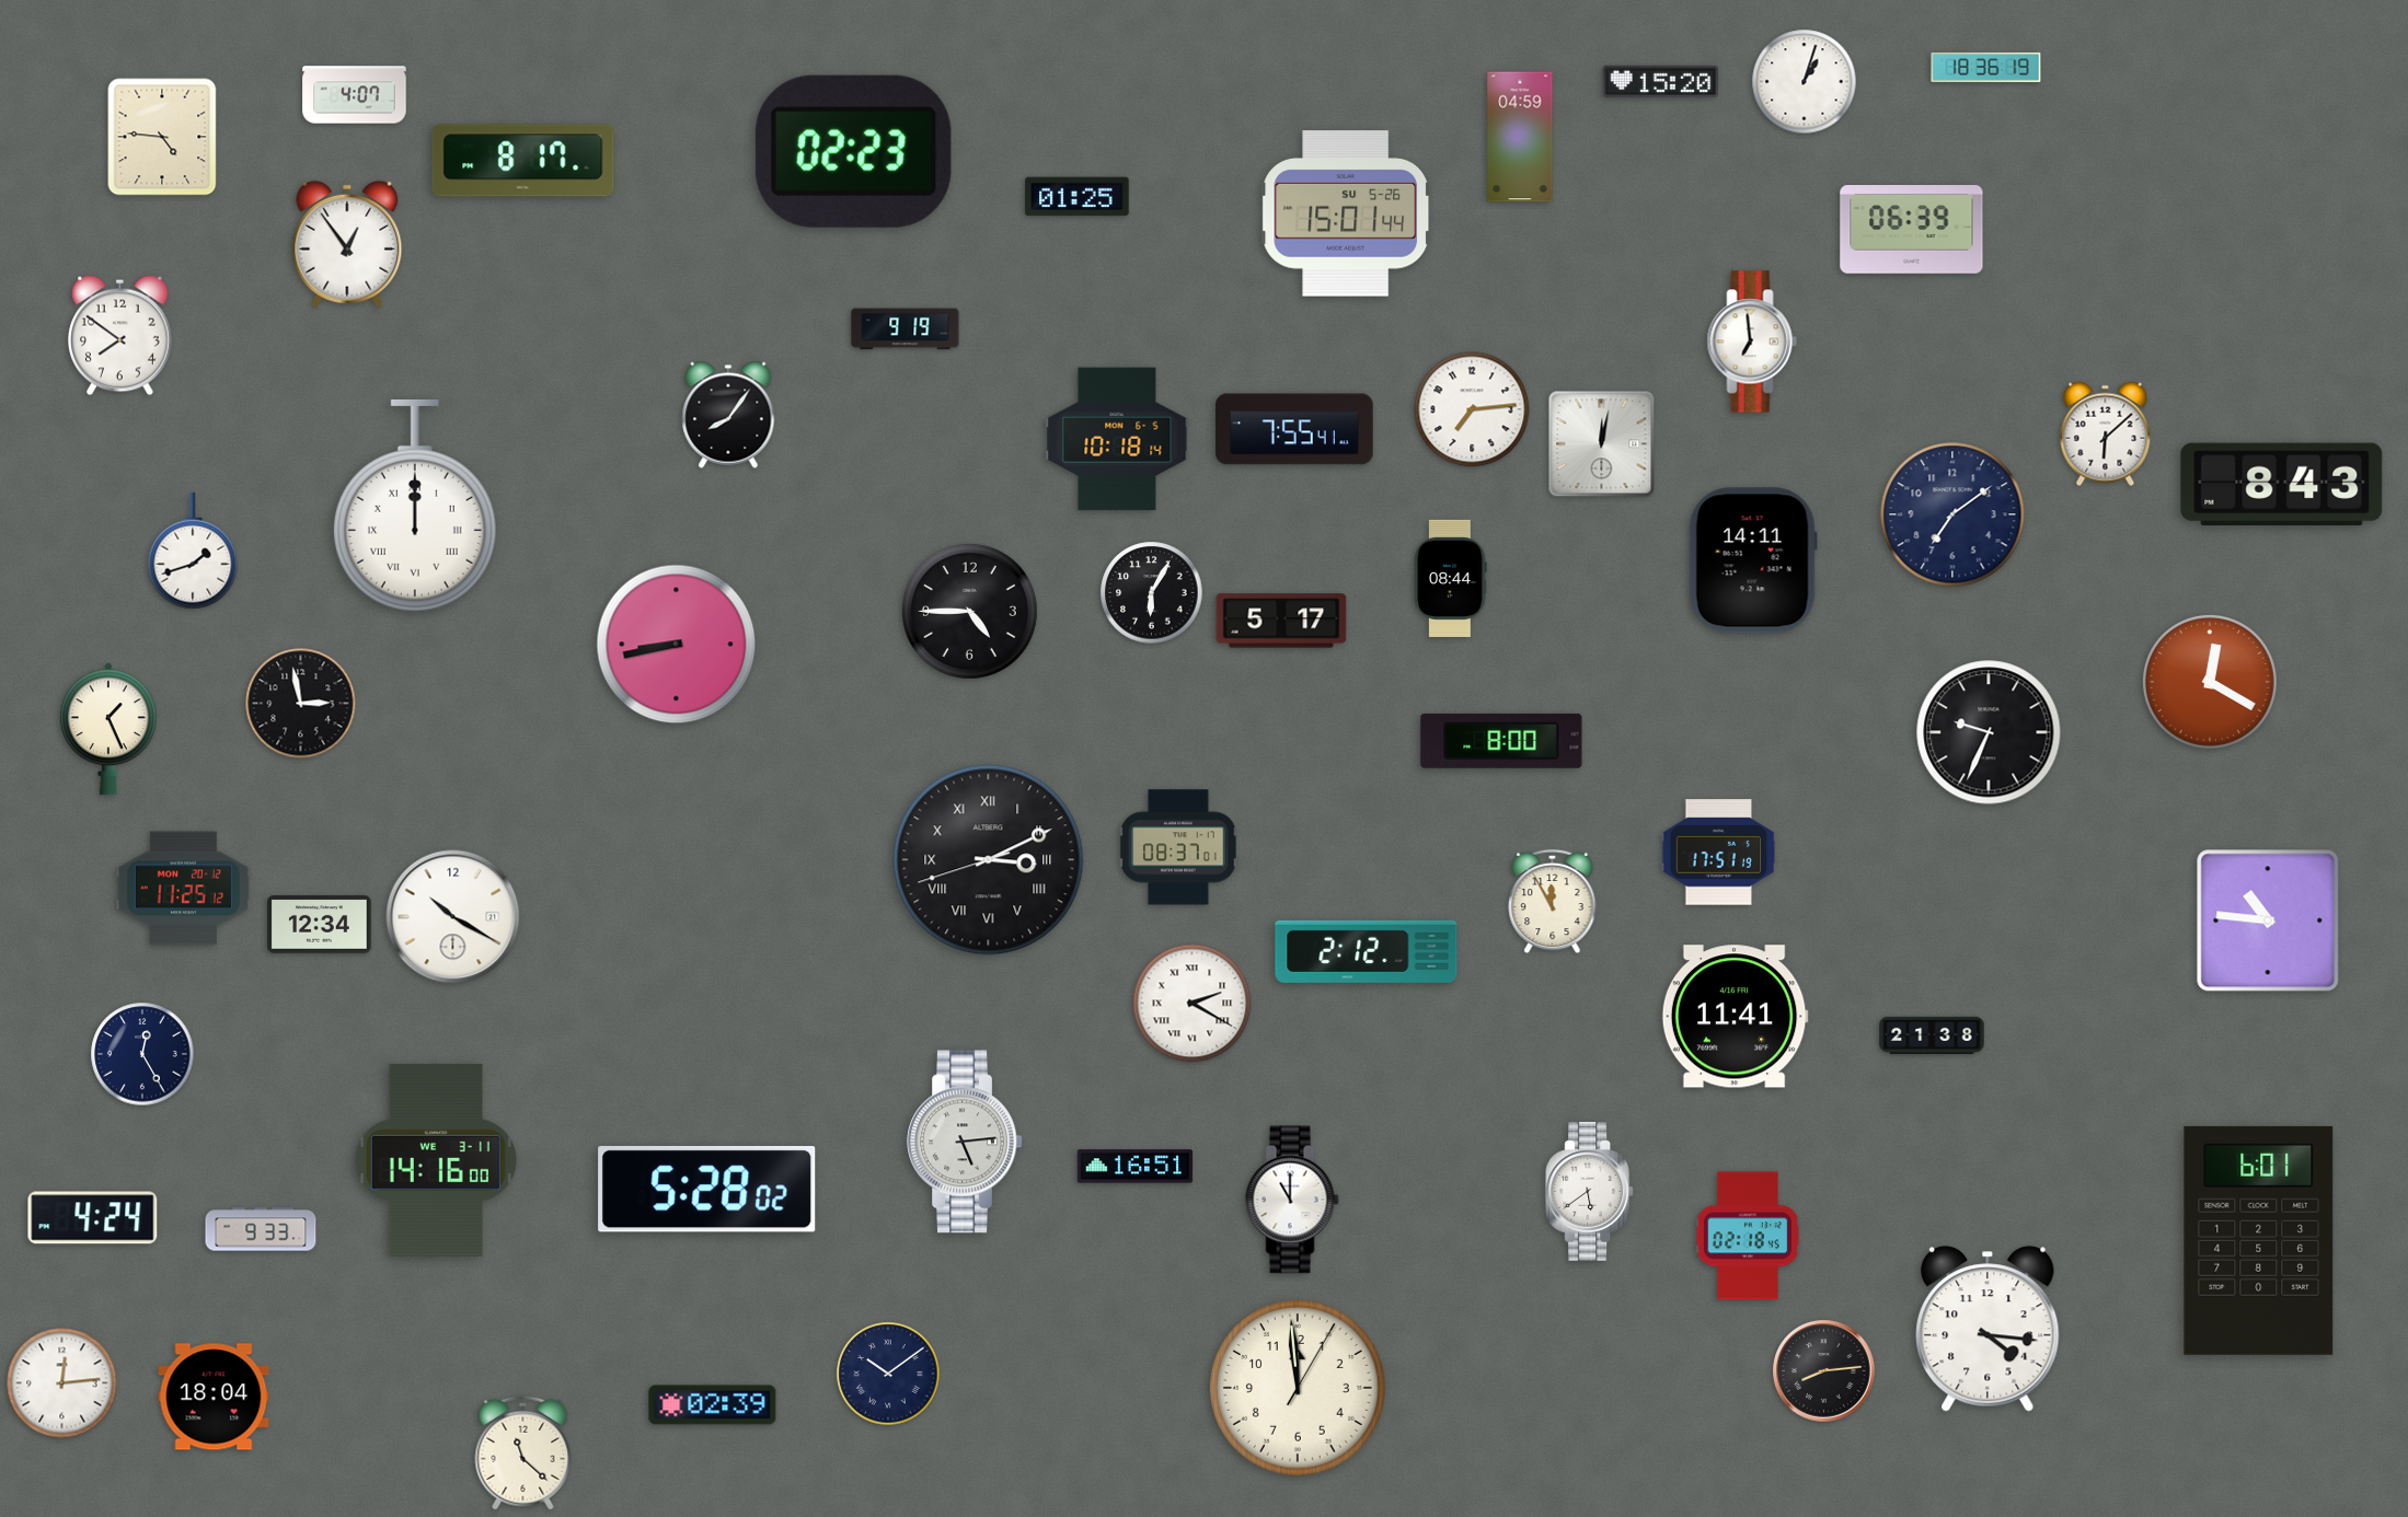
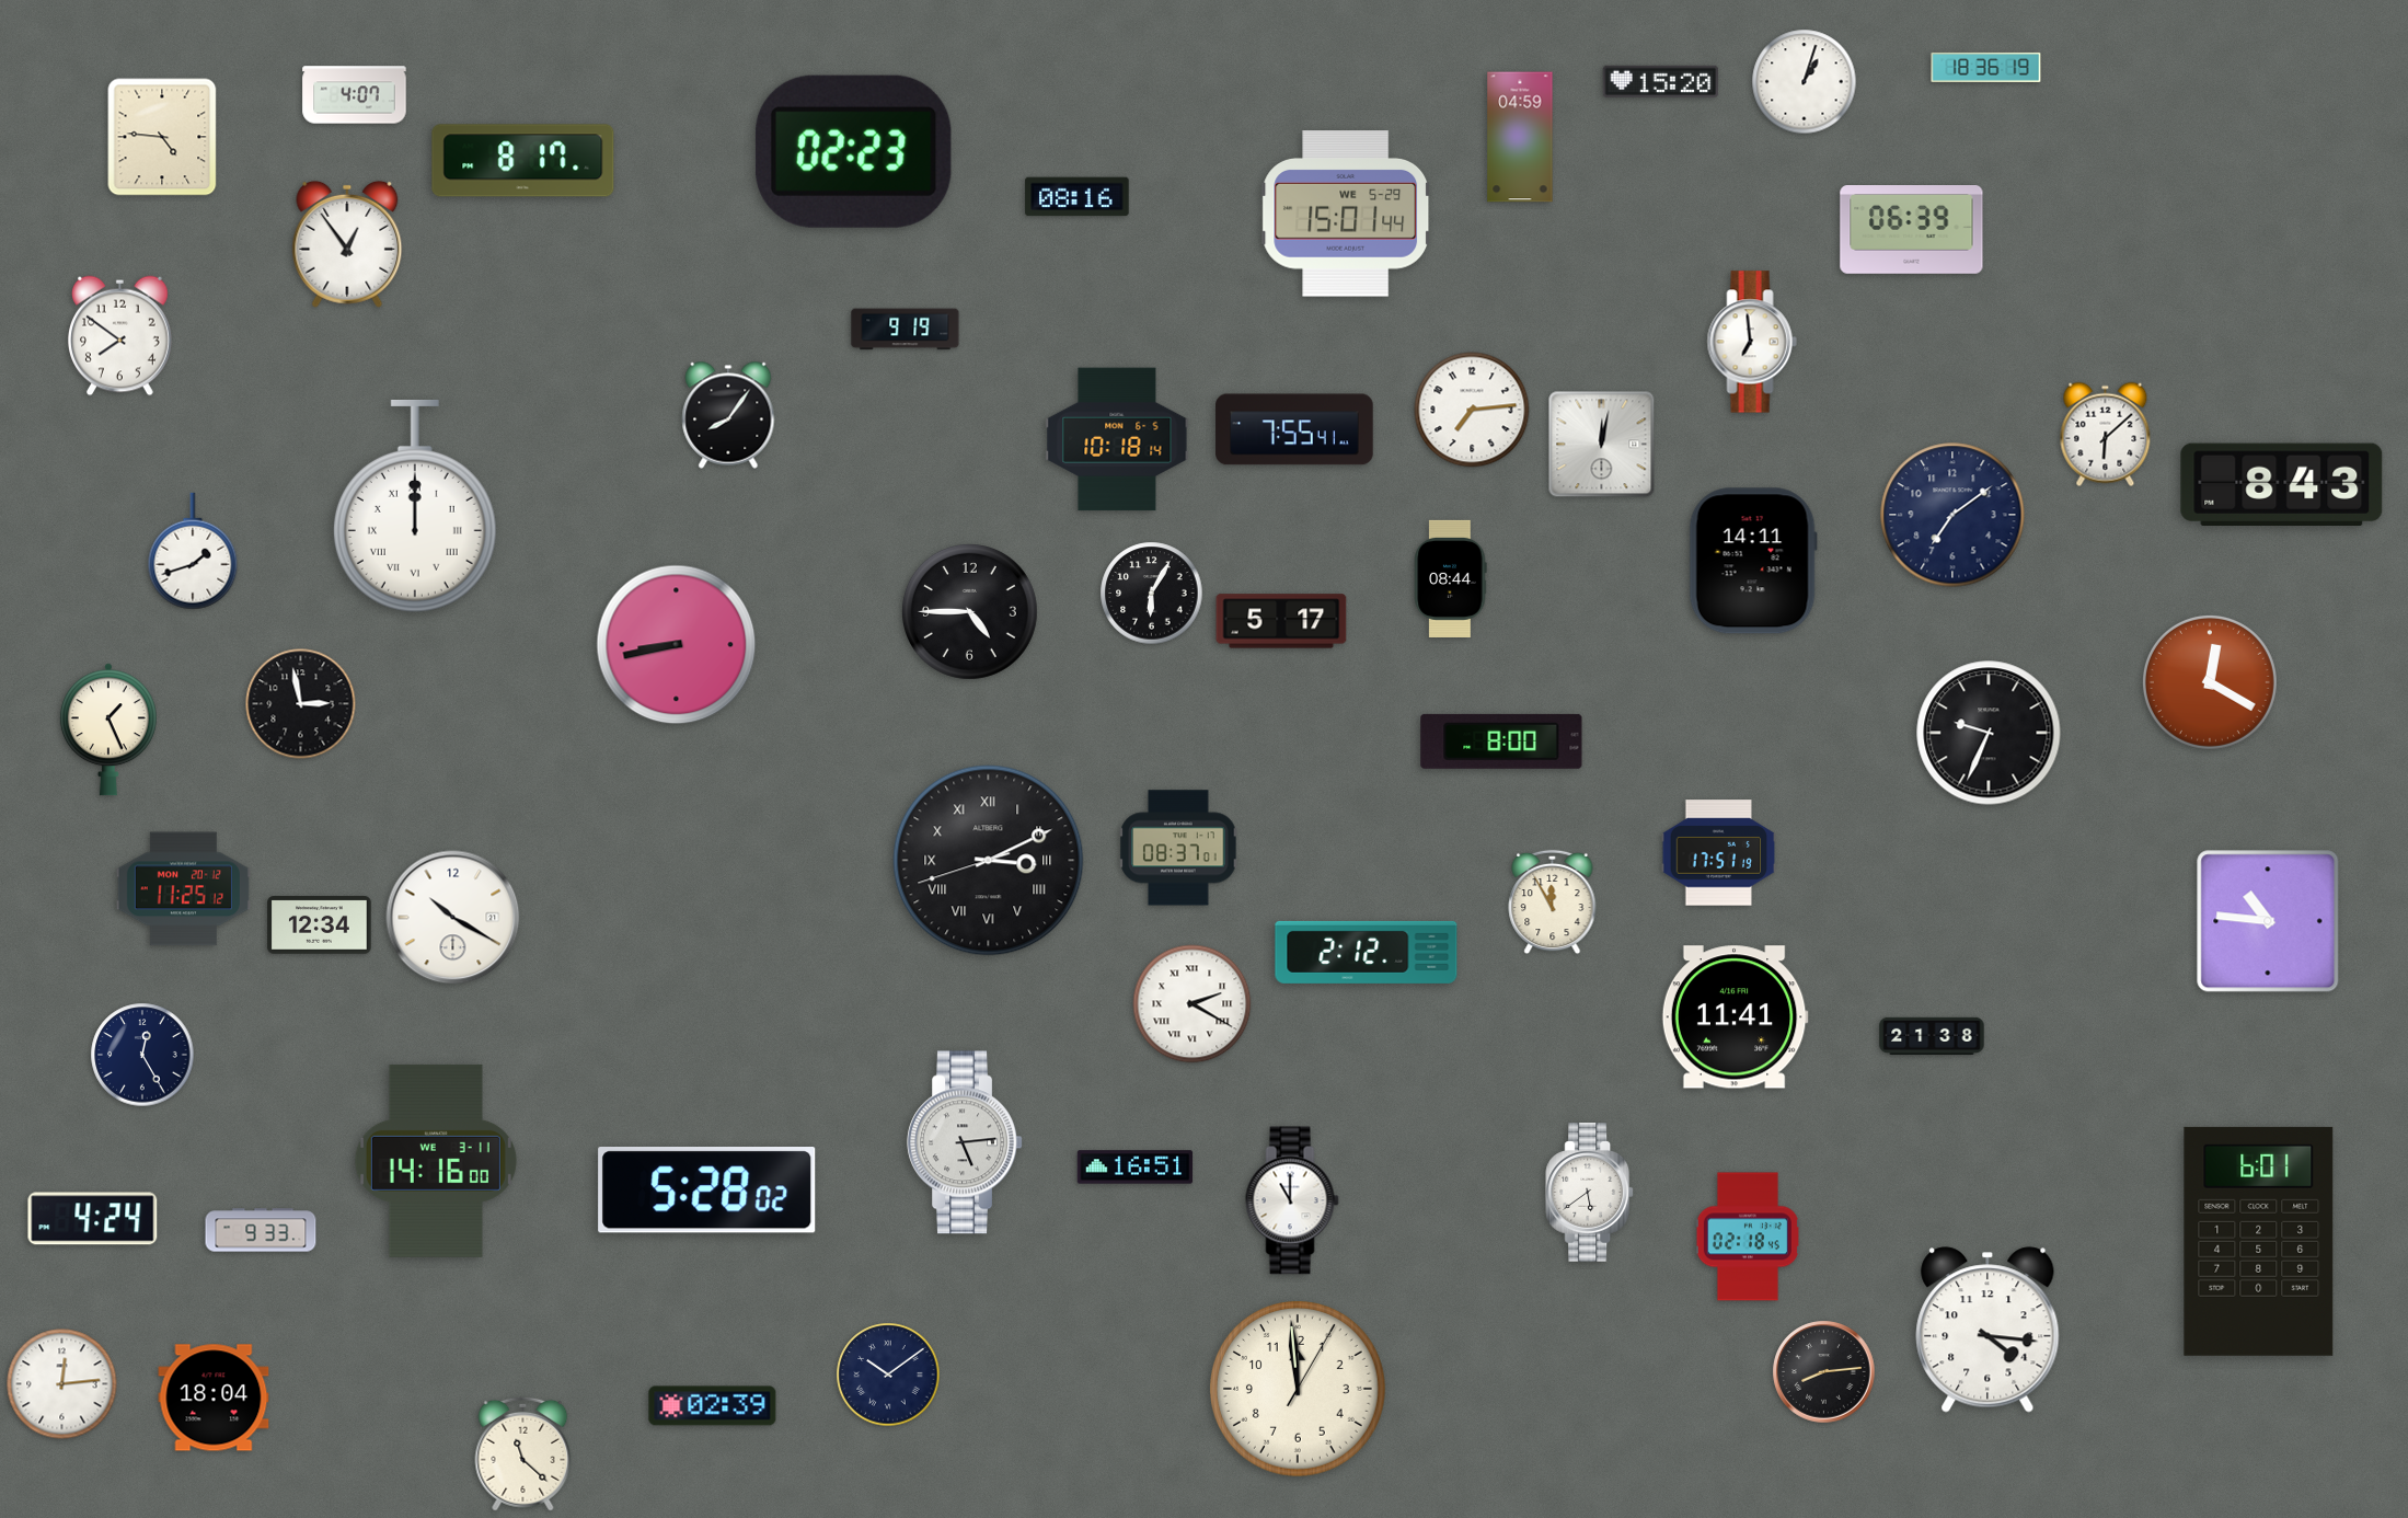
clock at (1078, 197): 01:25 -> 08:16
clock at (1346, 213) date: SU 5-26 -> WE 5-29
